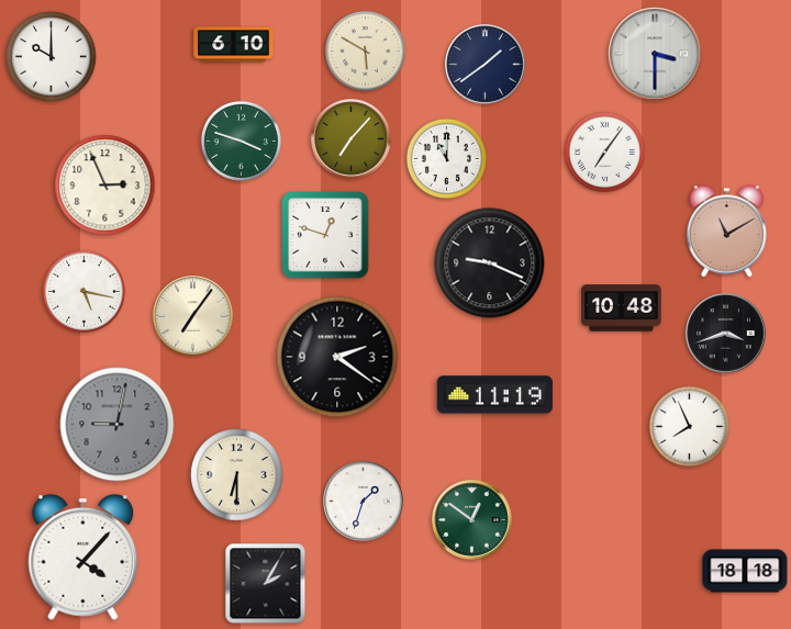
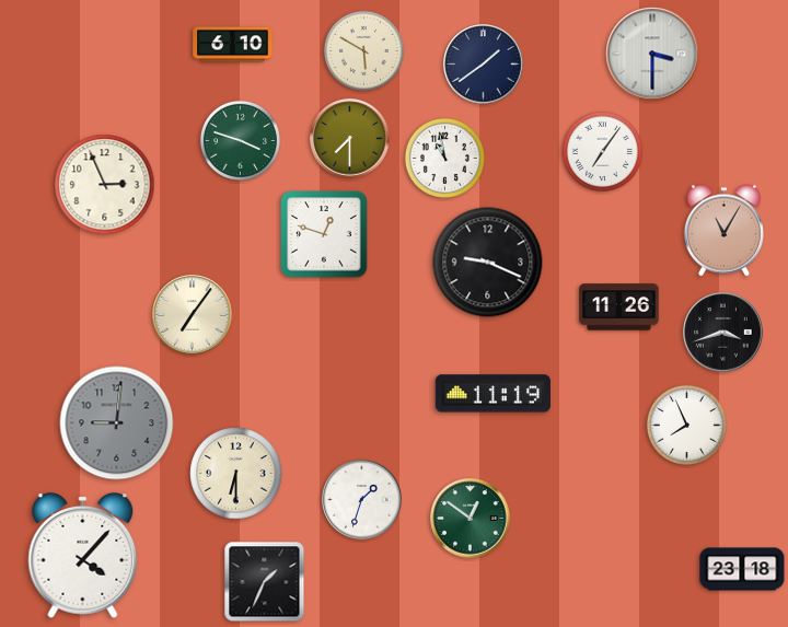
clock at (52, 57): 10:00 -> none
clock at (352, 139): 7:07 -> 7:30
clock at (446, 158): 11:00 -> 10:58
clock at (726, 232): 11:10 -> 11:05
clock at (83, 291): 5:17 -> none
clock at (622, 308): 10:48 -> 11:26
clock at (337, 357): 2:21 -> none
clock at (118, 425): 9:02 -> 9:01
clock at (745, 571): 18:18 -> 23:18
clock at (266, 584): 2:05 -> 1:34
